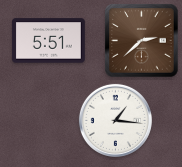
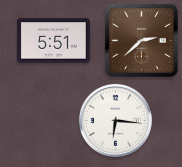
clock at (48, 41) position: (48, 41) -> (53, 41)
clock at (115, 120): 1:16 -> 6:16
